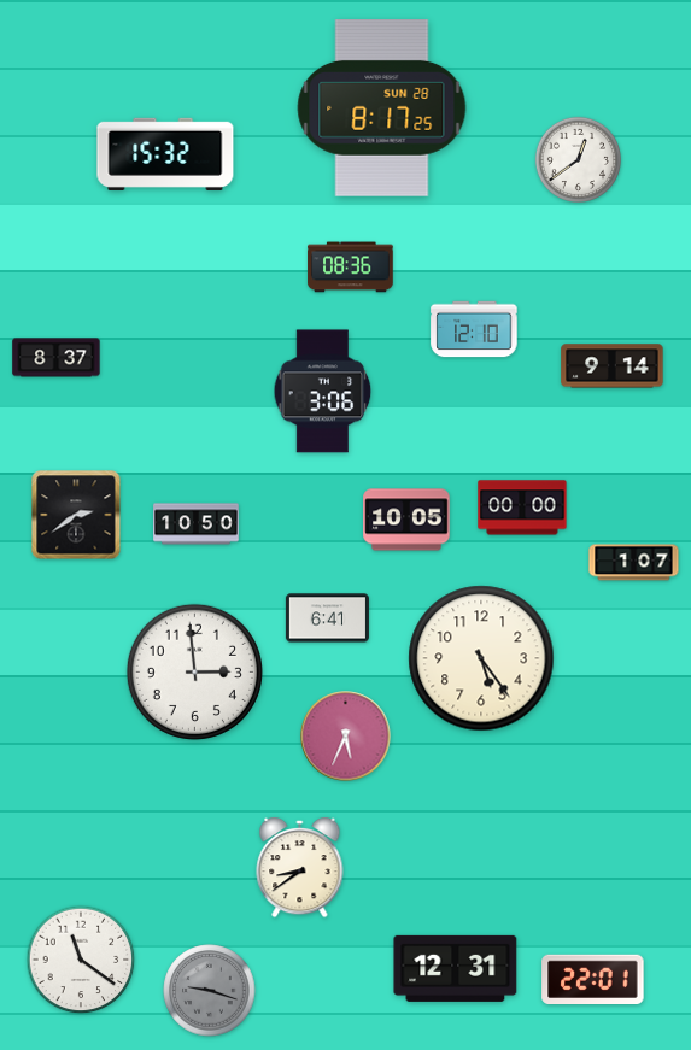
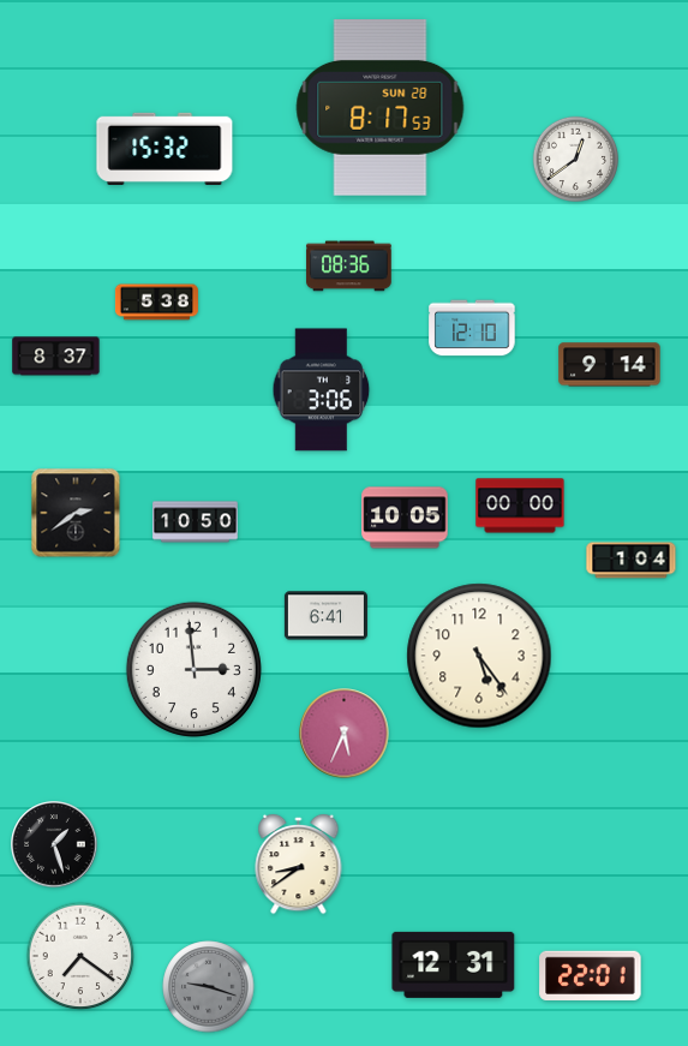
clock at (382, 108): 8:17:25 -> 8:17:53
clock at (165, 154) position: (165, 154) -> (164, 149)
clock at (156, 303): none -> 5:38
clock at (634, 563): 1:07 -> 1:04
clock at (54, 844): none -> 1:27
clock at (81, 960): 11:21 -> 7:21
